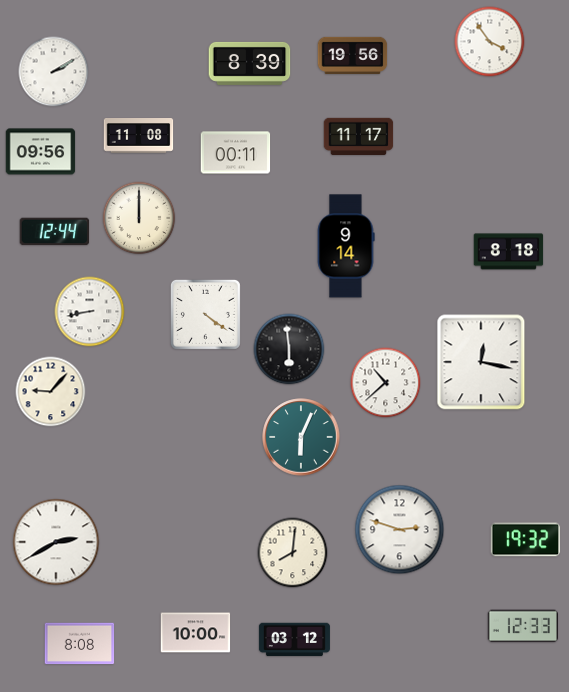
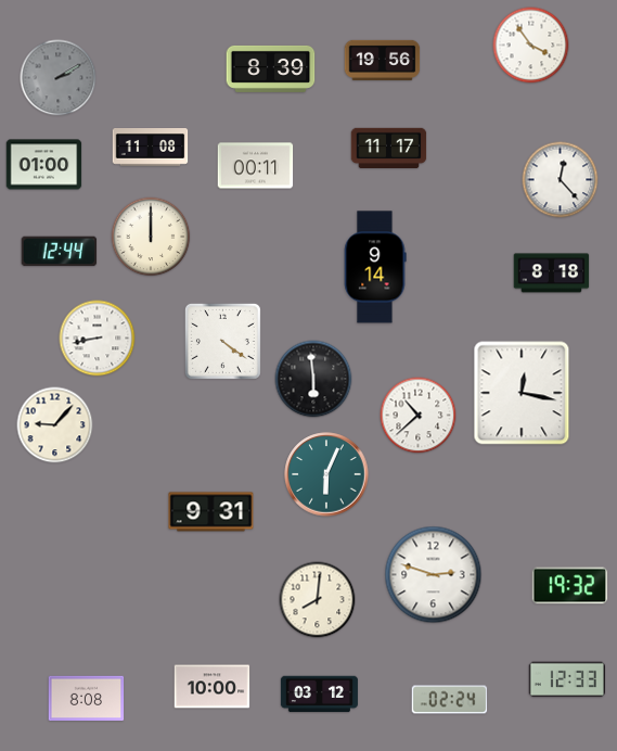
clock at (54, 72) dial: white -> grey
clock at (41, 152): 09:56 -> 01:00
clock at (561, 180): none -> 12:23
clock at (211, 512): none -> 9:31
clock at (56, 542): 2:40 -> none
clock at (450, 700): none -> 02:24
